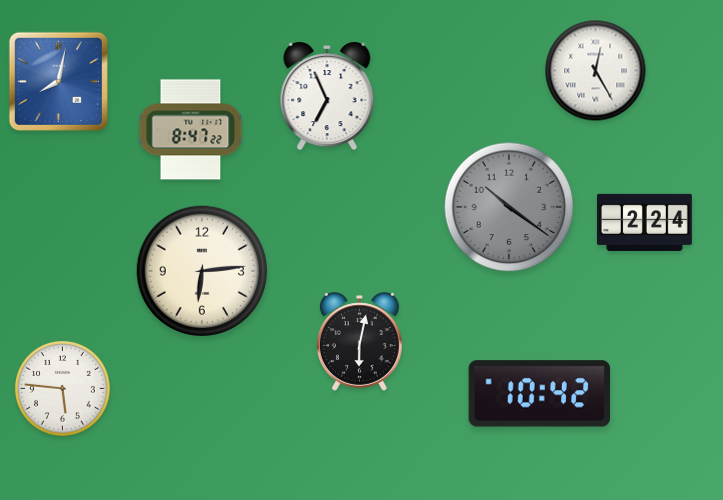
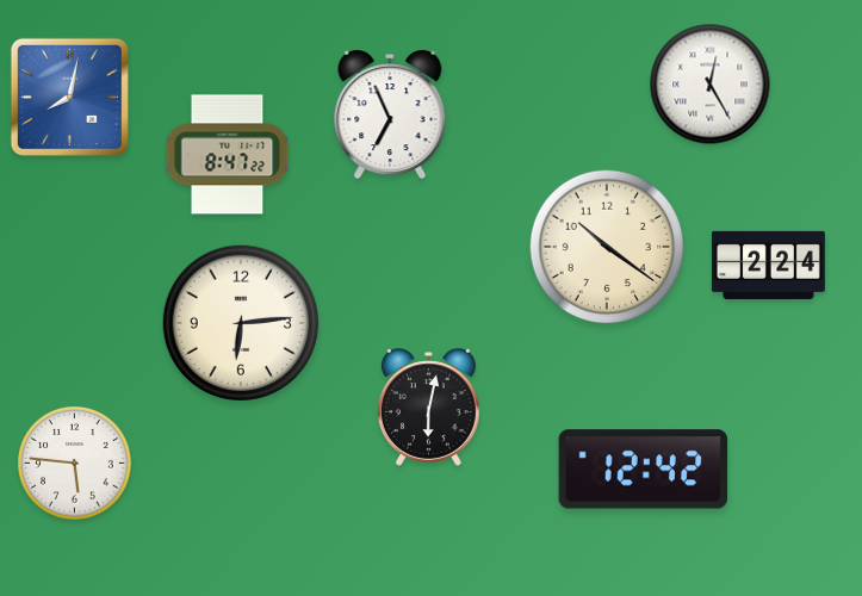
clock at (509, 207) dial: grey -> cream
clock at (540, 394): 10:42 -> 12:42
